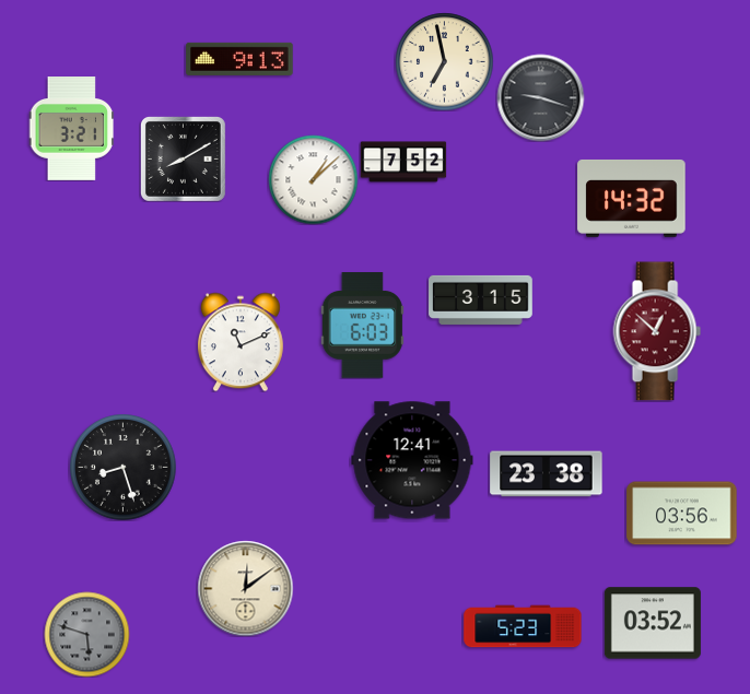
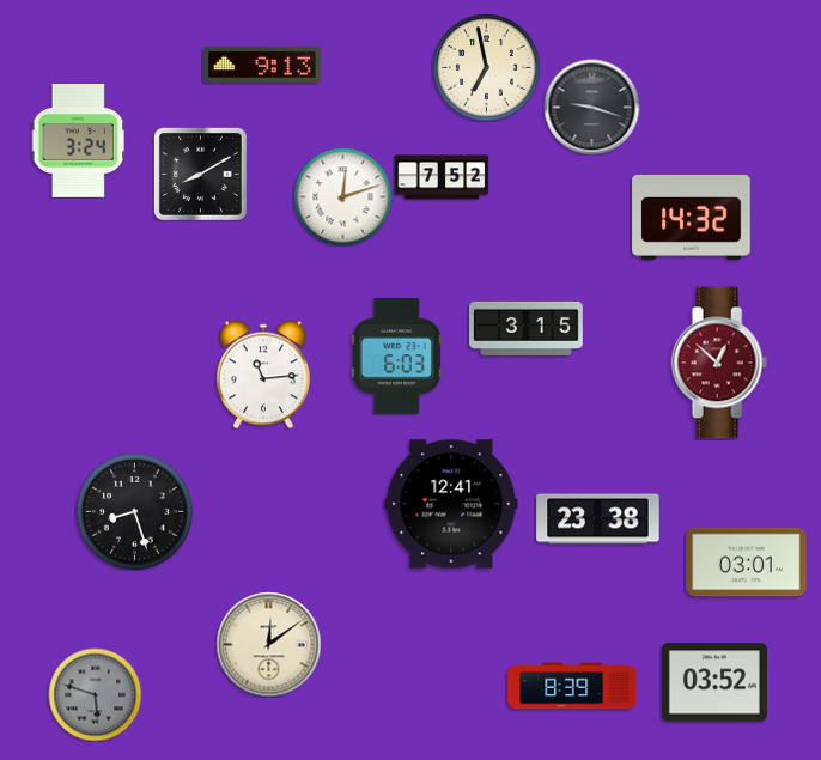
clock at (72, 129): 3:21 -> 3:24
clock at (313, 179): 1:08 -> 12:12
clock at (241, 342): 11:11 -> 11:14
clock at (682, 514): 03:56 -> 03:01
clock at (523, 626): 5:23 -> 8:39
